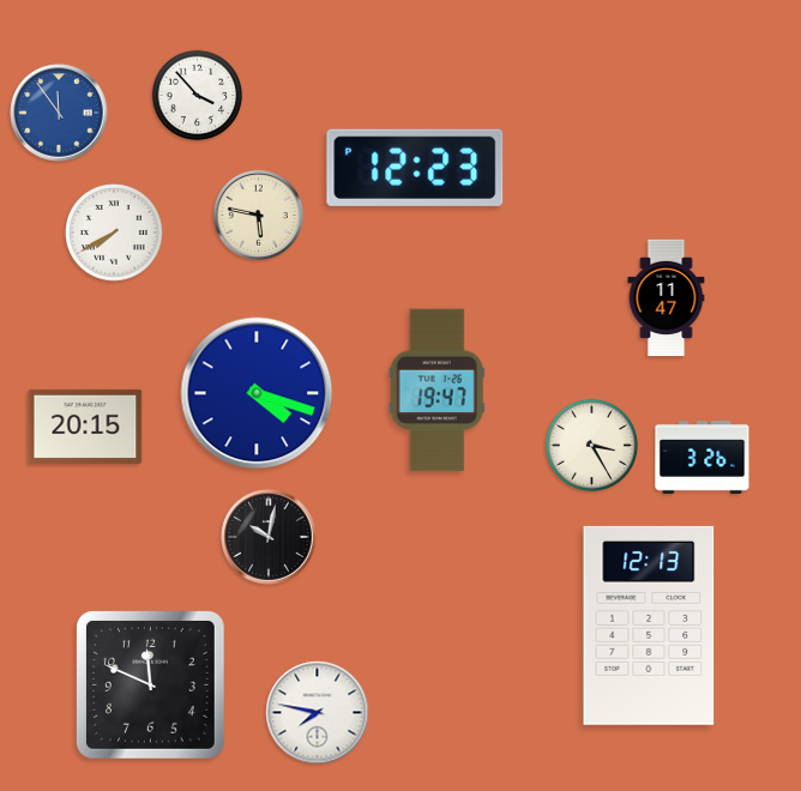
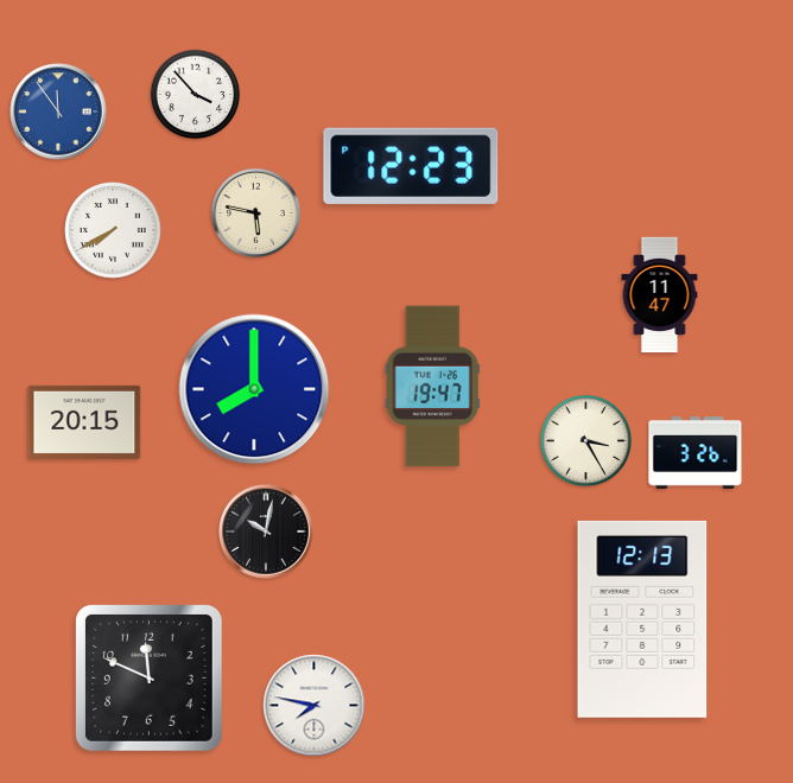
clock at (257, 393): 4:18 -> 8:00
